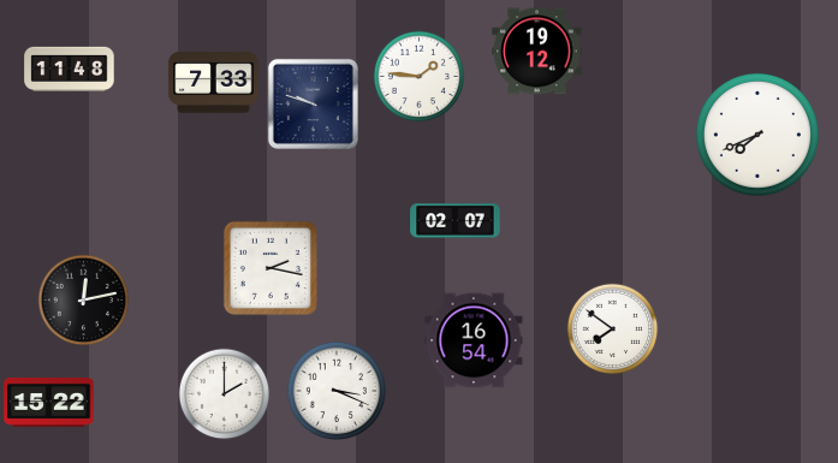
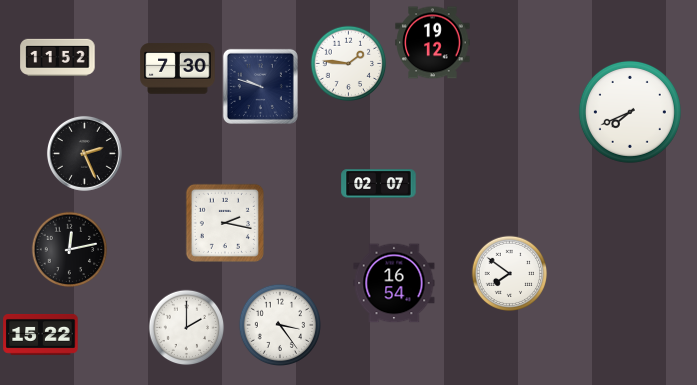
clock at (537, 52) position: (537, 52) -> (433, 43)
clock at (70, 69): 11:48 -> 11:52
clock at (214, 83): 7:33 -> 7:30
clock at (84, 153): none -> 2:26
clock at (335, 390): 3:19 -> 3:24
